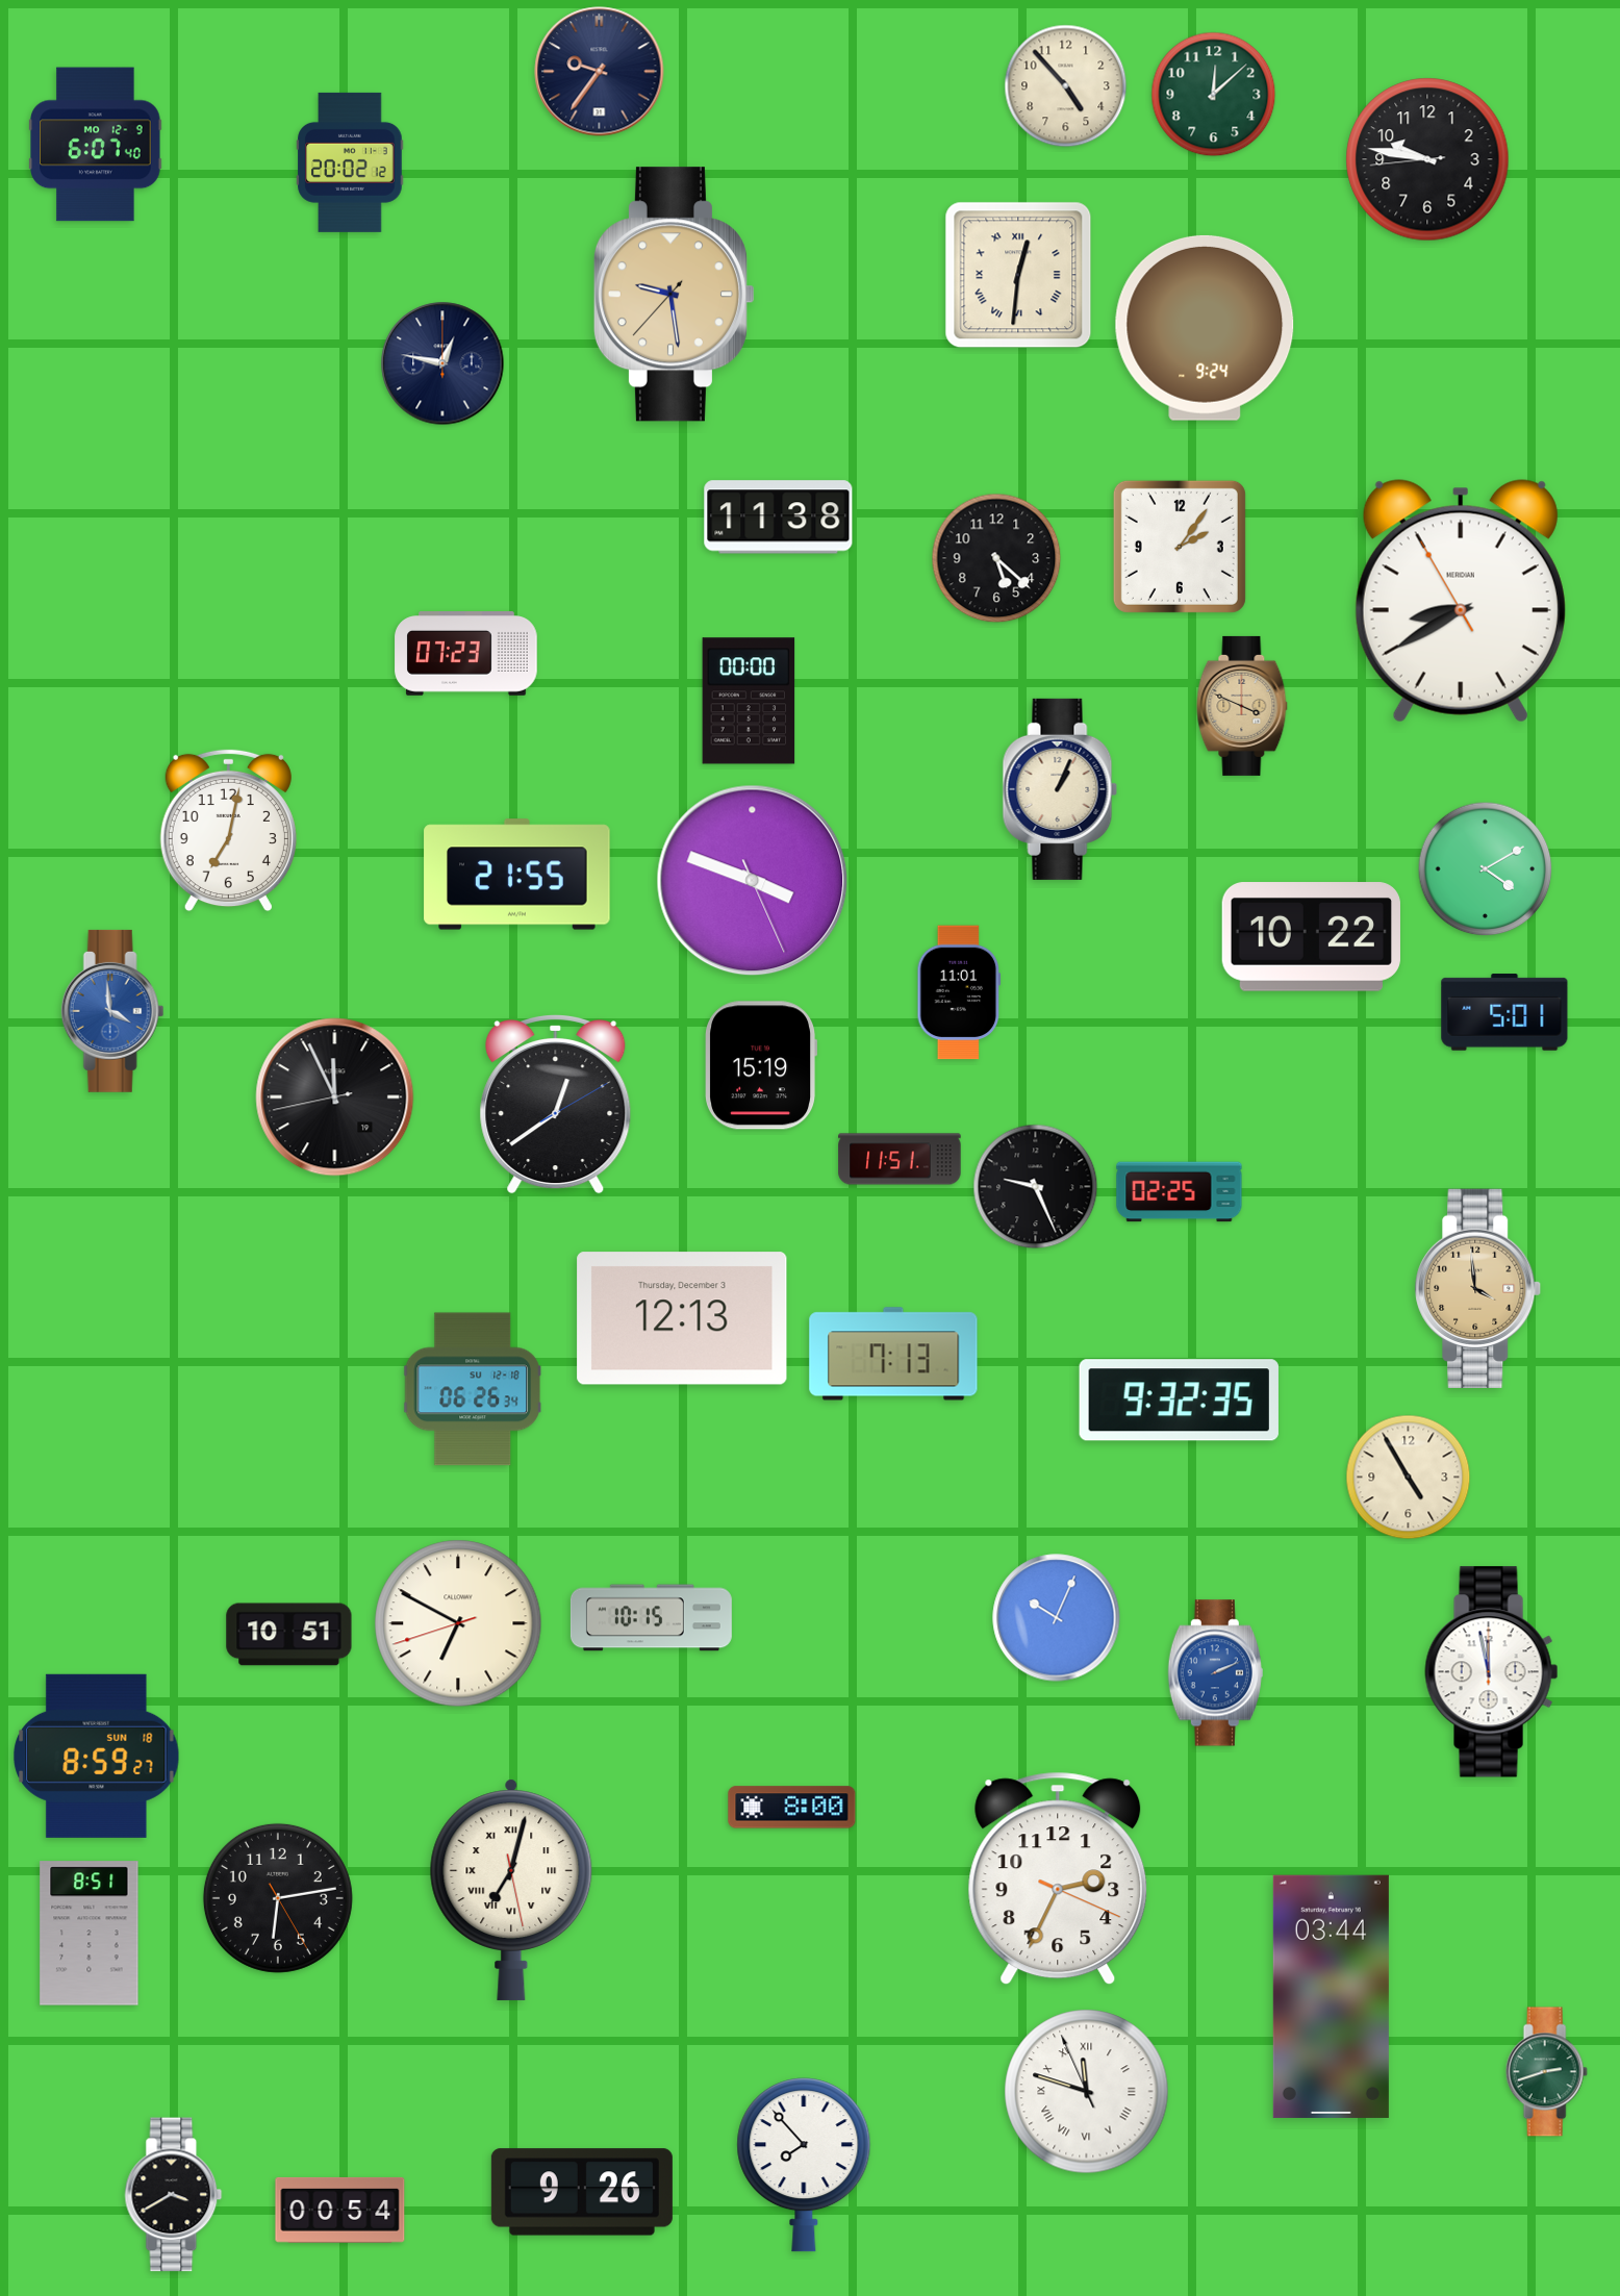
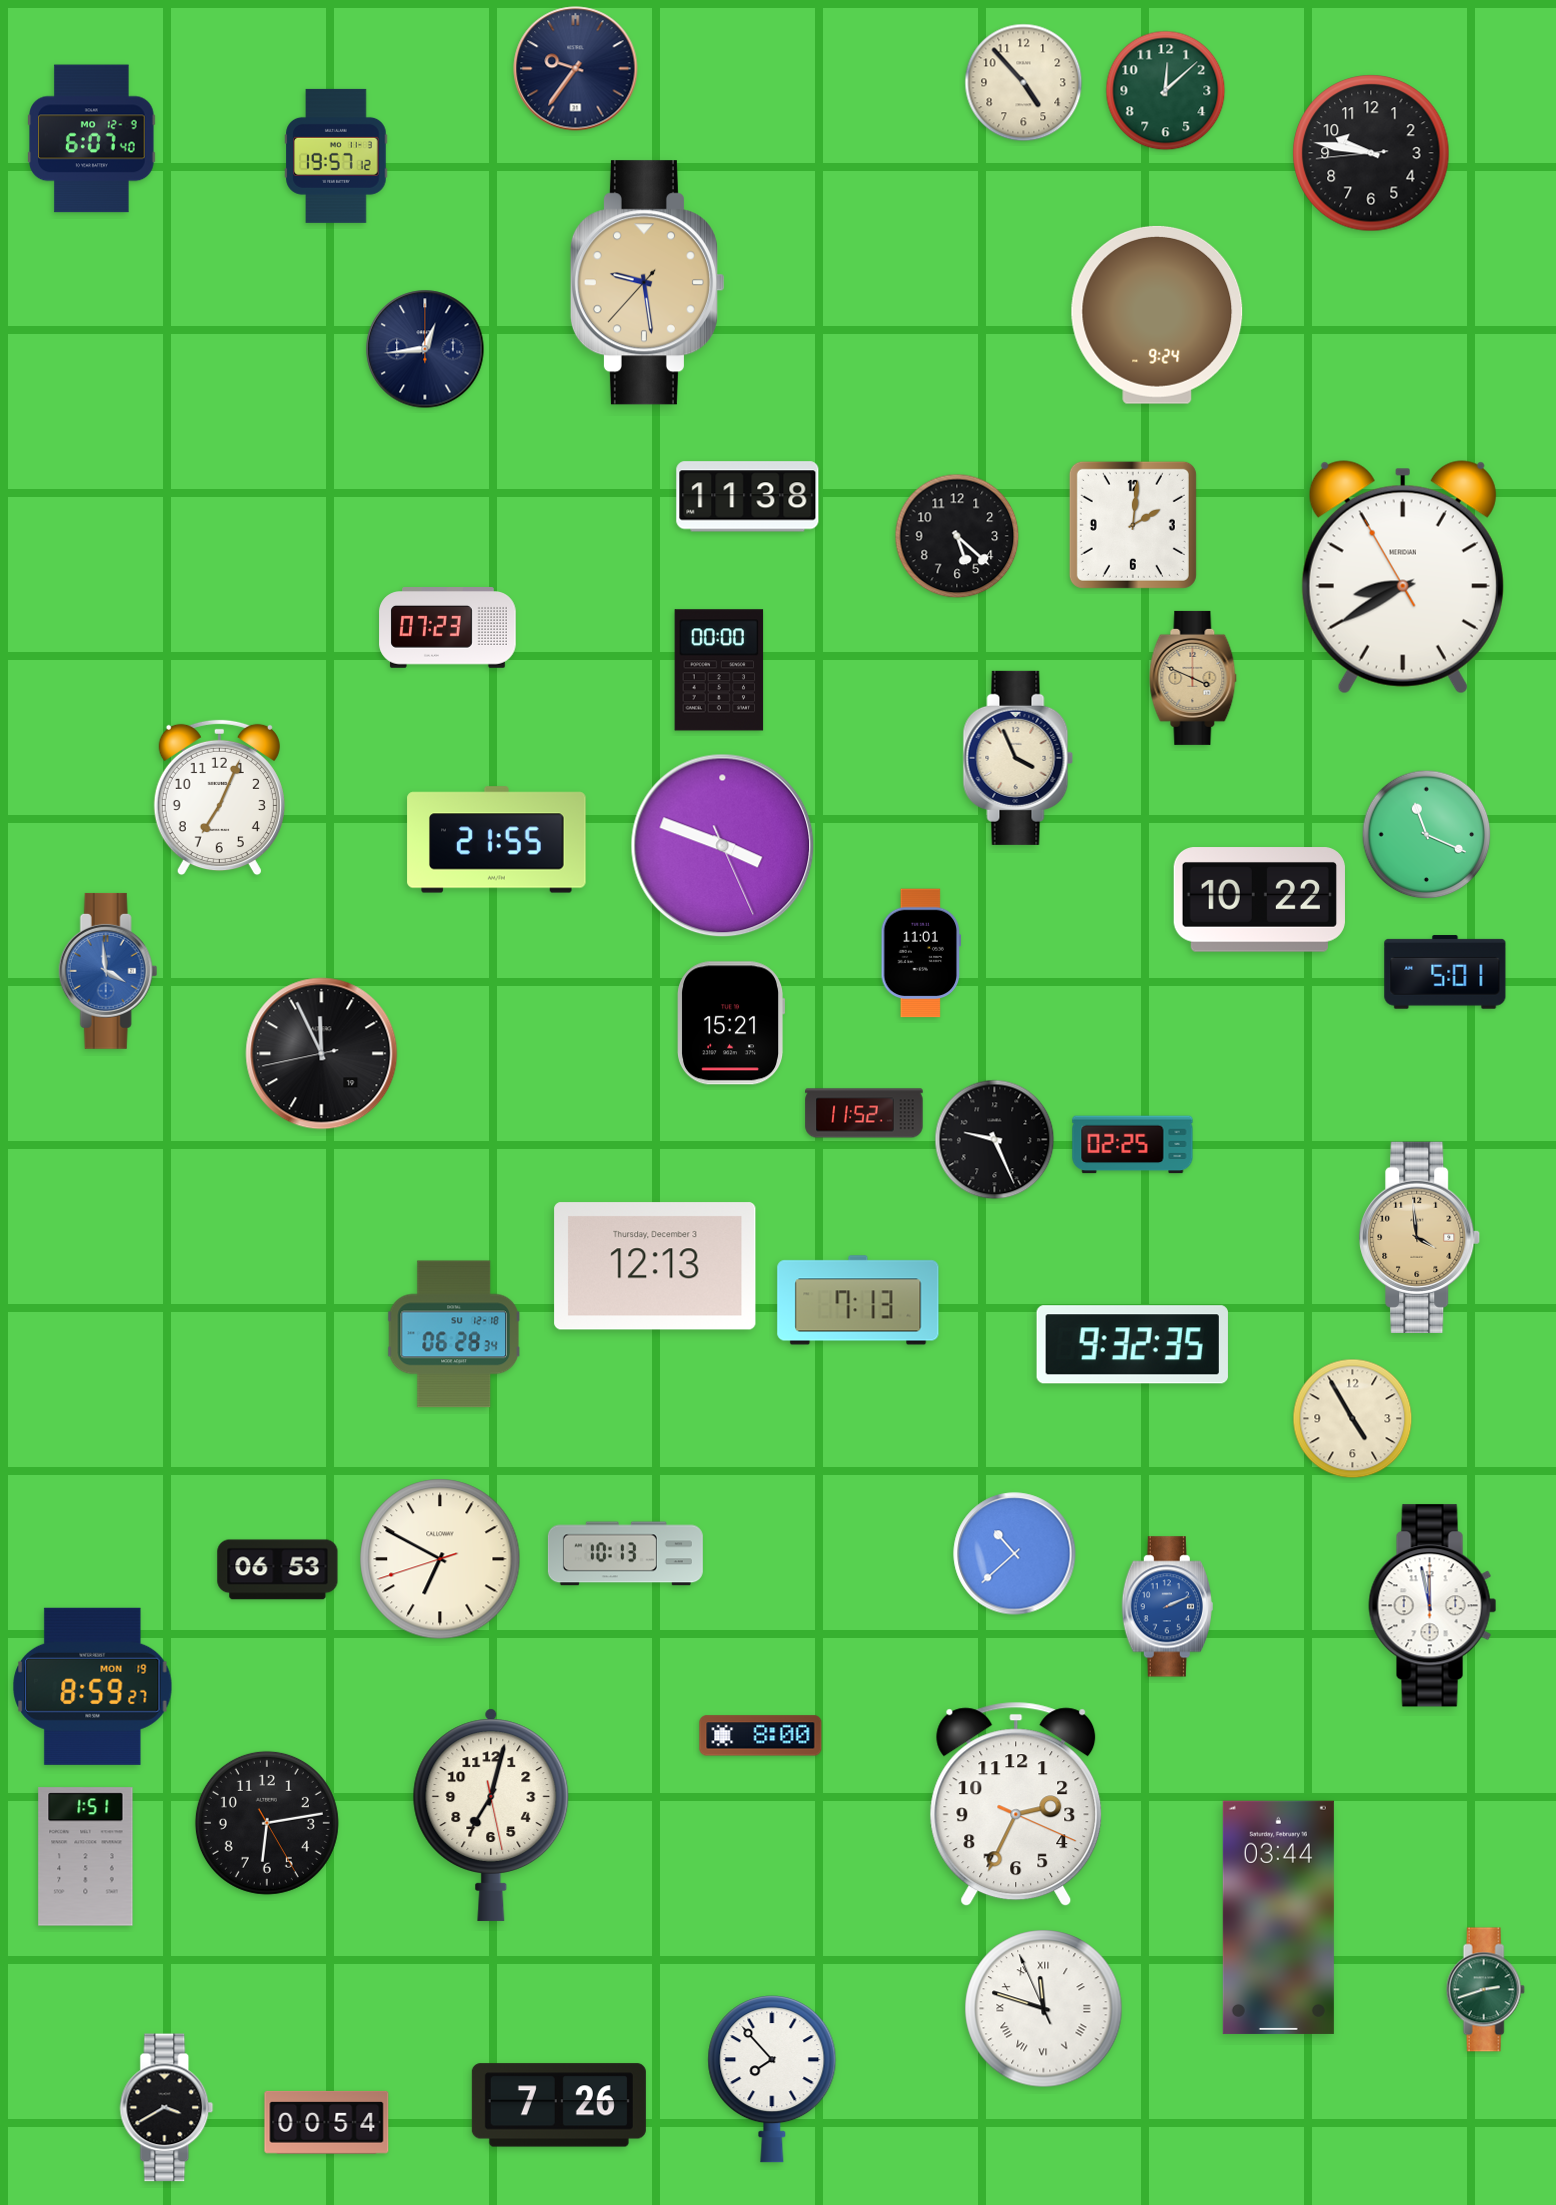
clock at (350, 162): 20:02 -> 19:57
clock at (1018, 275): 12:31 -> none
clock at (442, 363): 12:47 -> 12:44
clock at (1180, 547): 2:06 -> 2:01
clock at (749, 701) position: (749, 701) -> (719, 670)
clock at (1060, 789): 1:04 -> 3:56
clock at (228, 831): 7:02 -> 7:04
clock at (1486, 869): 4:10 -> 11:19
clock at (762, 1065): 15:19 -> 15:21
clock at (556, 1104): 12:39 -> none
clock at (900, 1159): 11:51 -> 11:52
clock at (473, 1389): 06:26 -> 06:28
clock at (651, 1618): 10:15 -> 10:13
clock at (1057, 1618): 10:04 -> 10:38
clock at (289, 1635): 10:51 -> 06:53
clock at (97, 1756) date: SUN 18 -> MON 19
clock at (511, 1890) numerals: Roman -> Arabic
clock at (90, 1934): 8:51 -> 1:51
clock at (582, 2192): 9:26 -> 7:26
